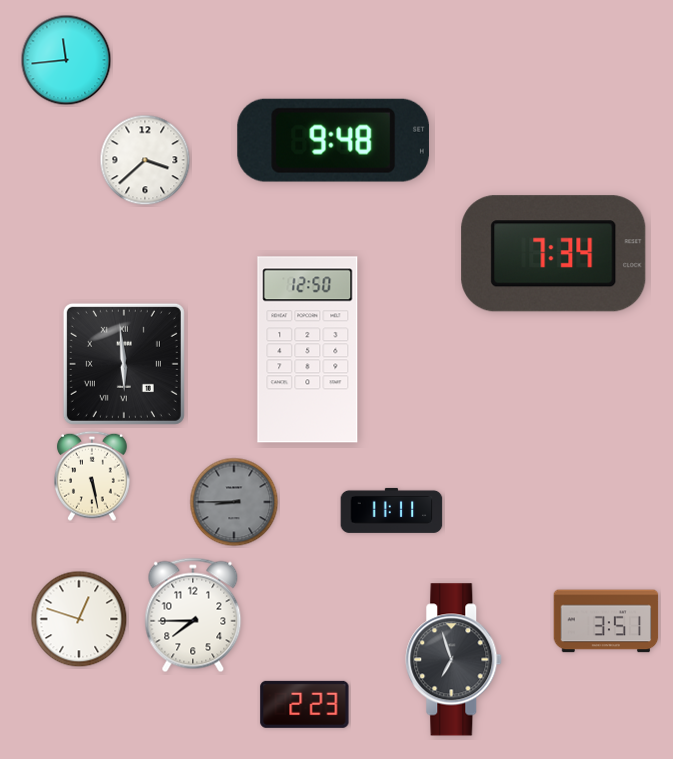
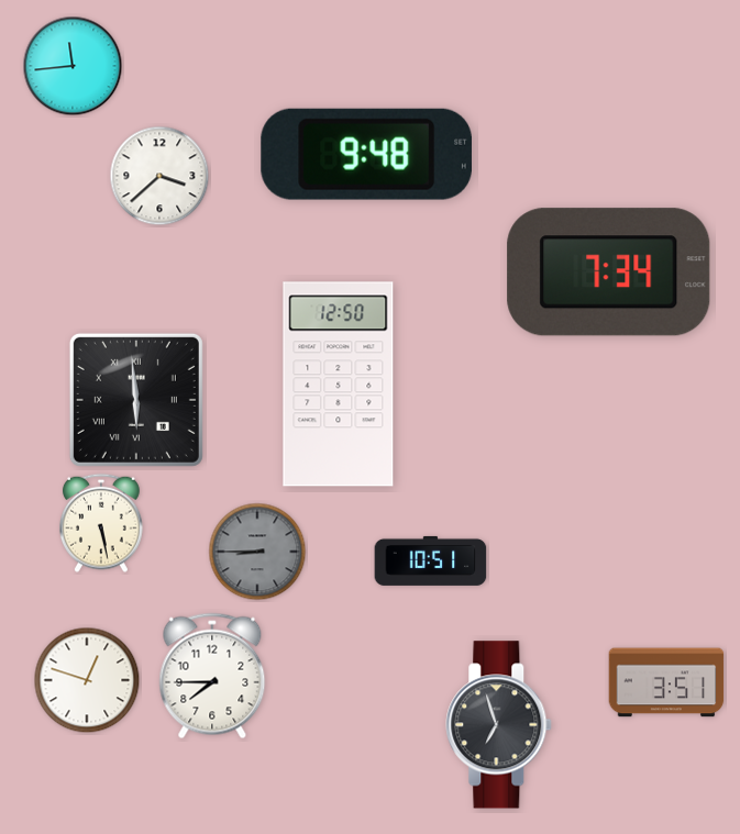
clock at (554, 254) position: (554, 254) -> (609, 273)
clock at (392, 510): 11:11 -> 10:51
clock at (305, 704): 2:23 -> none
